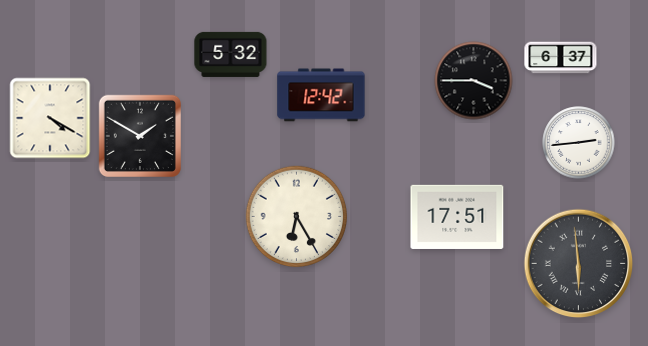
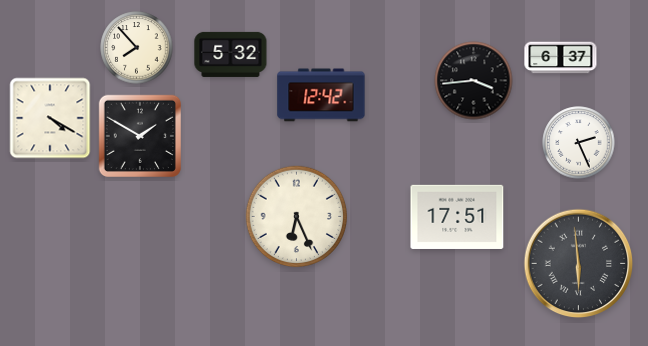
clock at (137, 48): none -> 7:53
clock at (474, 81): 3:45 -> 3:44
clock at (579, 143): 2:44 -> 2:26
clock at (297, 217): 6:25 -> 6:26
